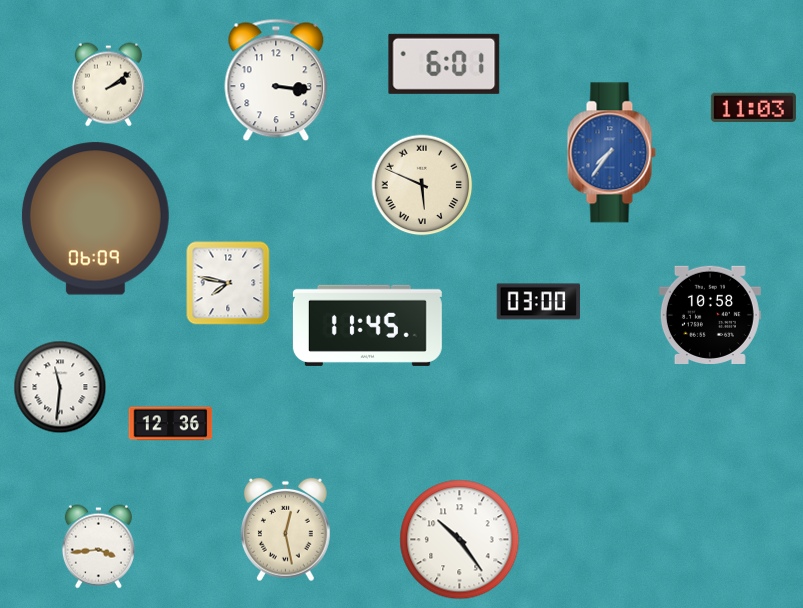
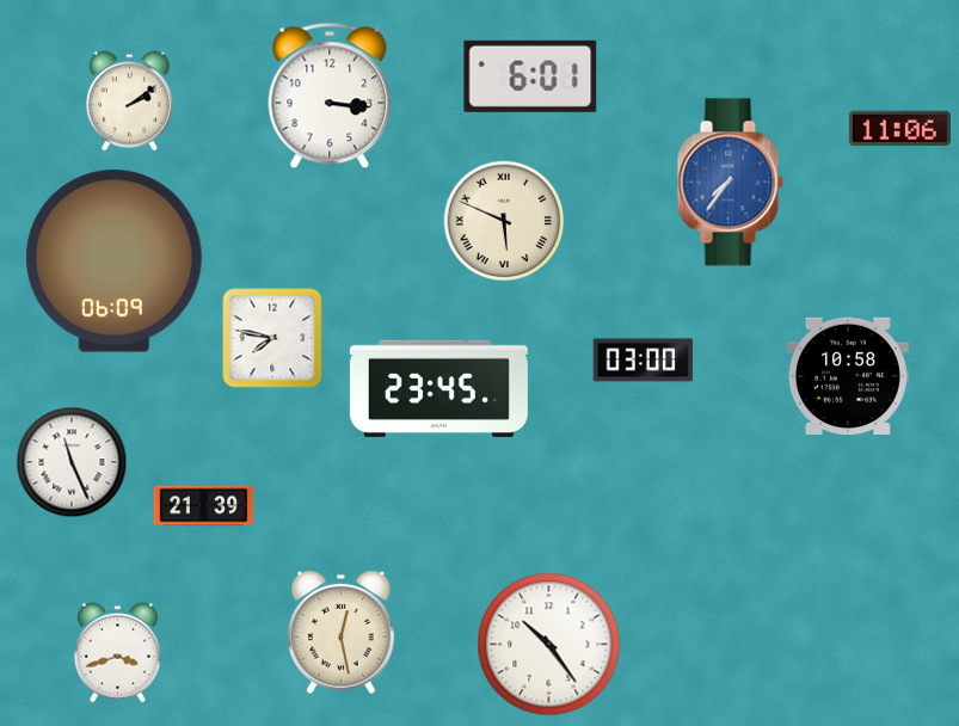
clock at (753, 108): 11:03 -> 11:06
clock at (367, 325): 11:45 -> 23:45
clock at (60, 387): 11:31 -> 11:26
clock at (171, 424): 12:36 -> 21:39
clock at (98, 547): 3:44 -> 3:42
